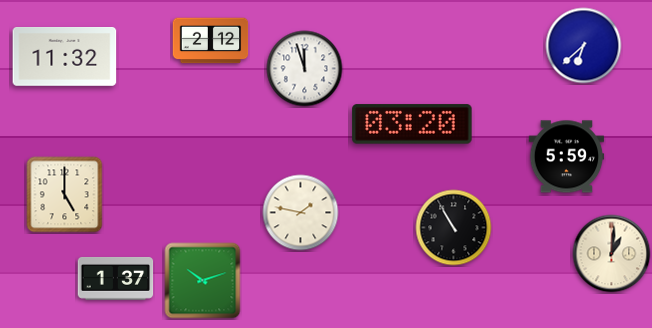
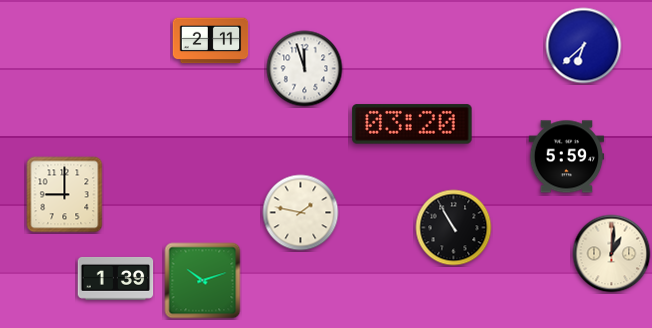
clock at (211, 41): 2:12 -> 2:11
clock at (65, 57): 11:32 -> none
clock at (65, 195): 5:00 -> 9:00
clock at (116, 278): 1:37 -> 1:39
